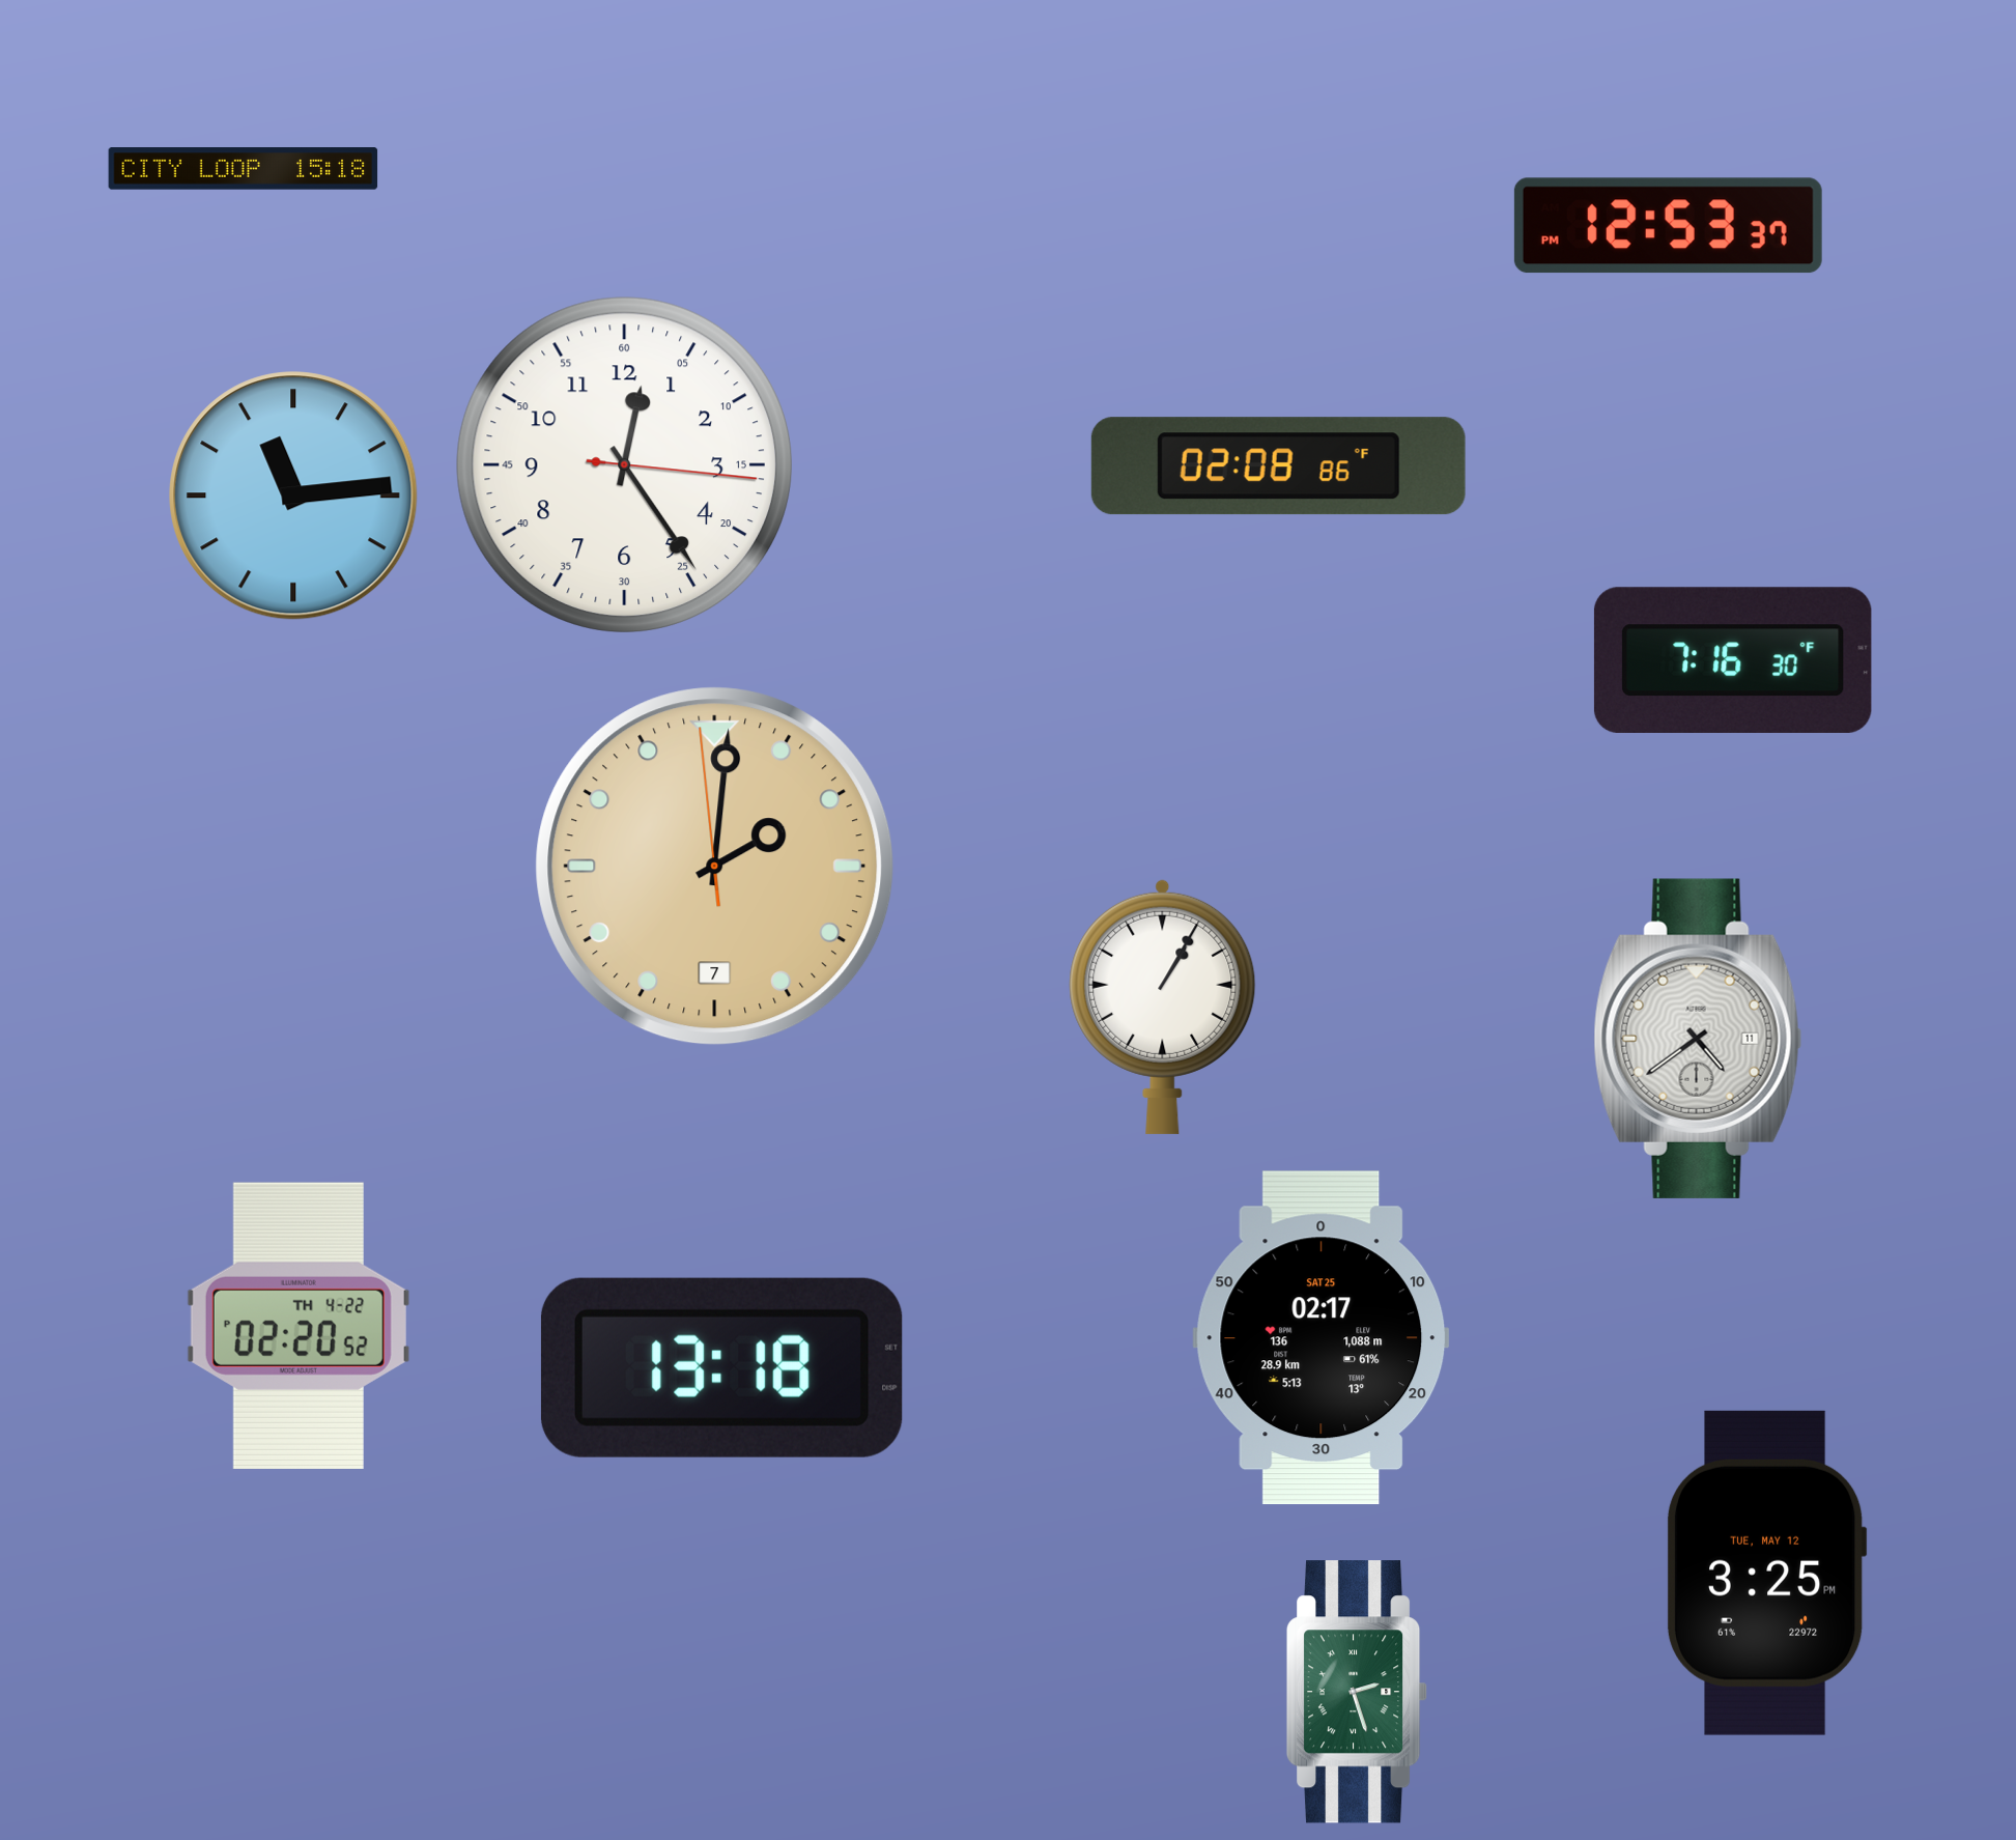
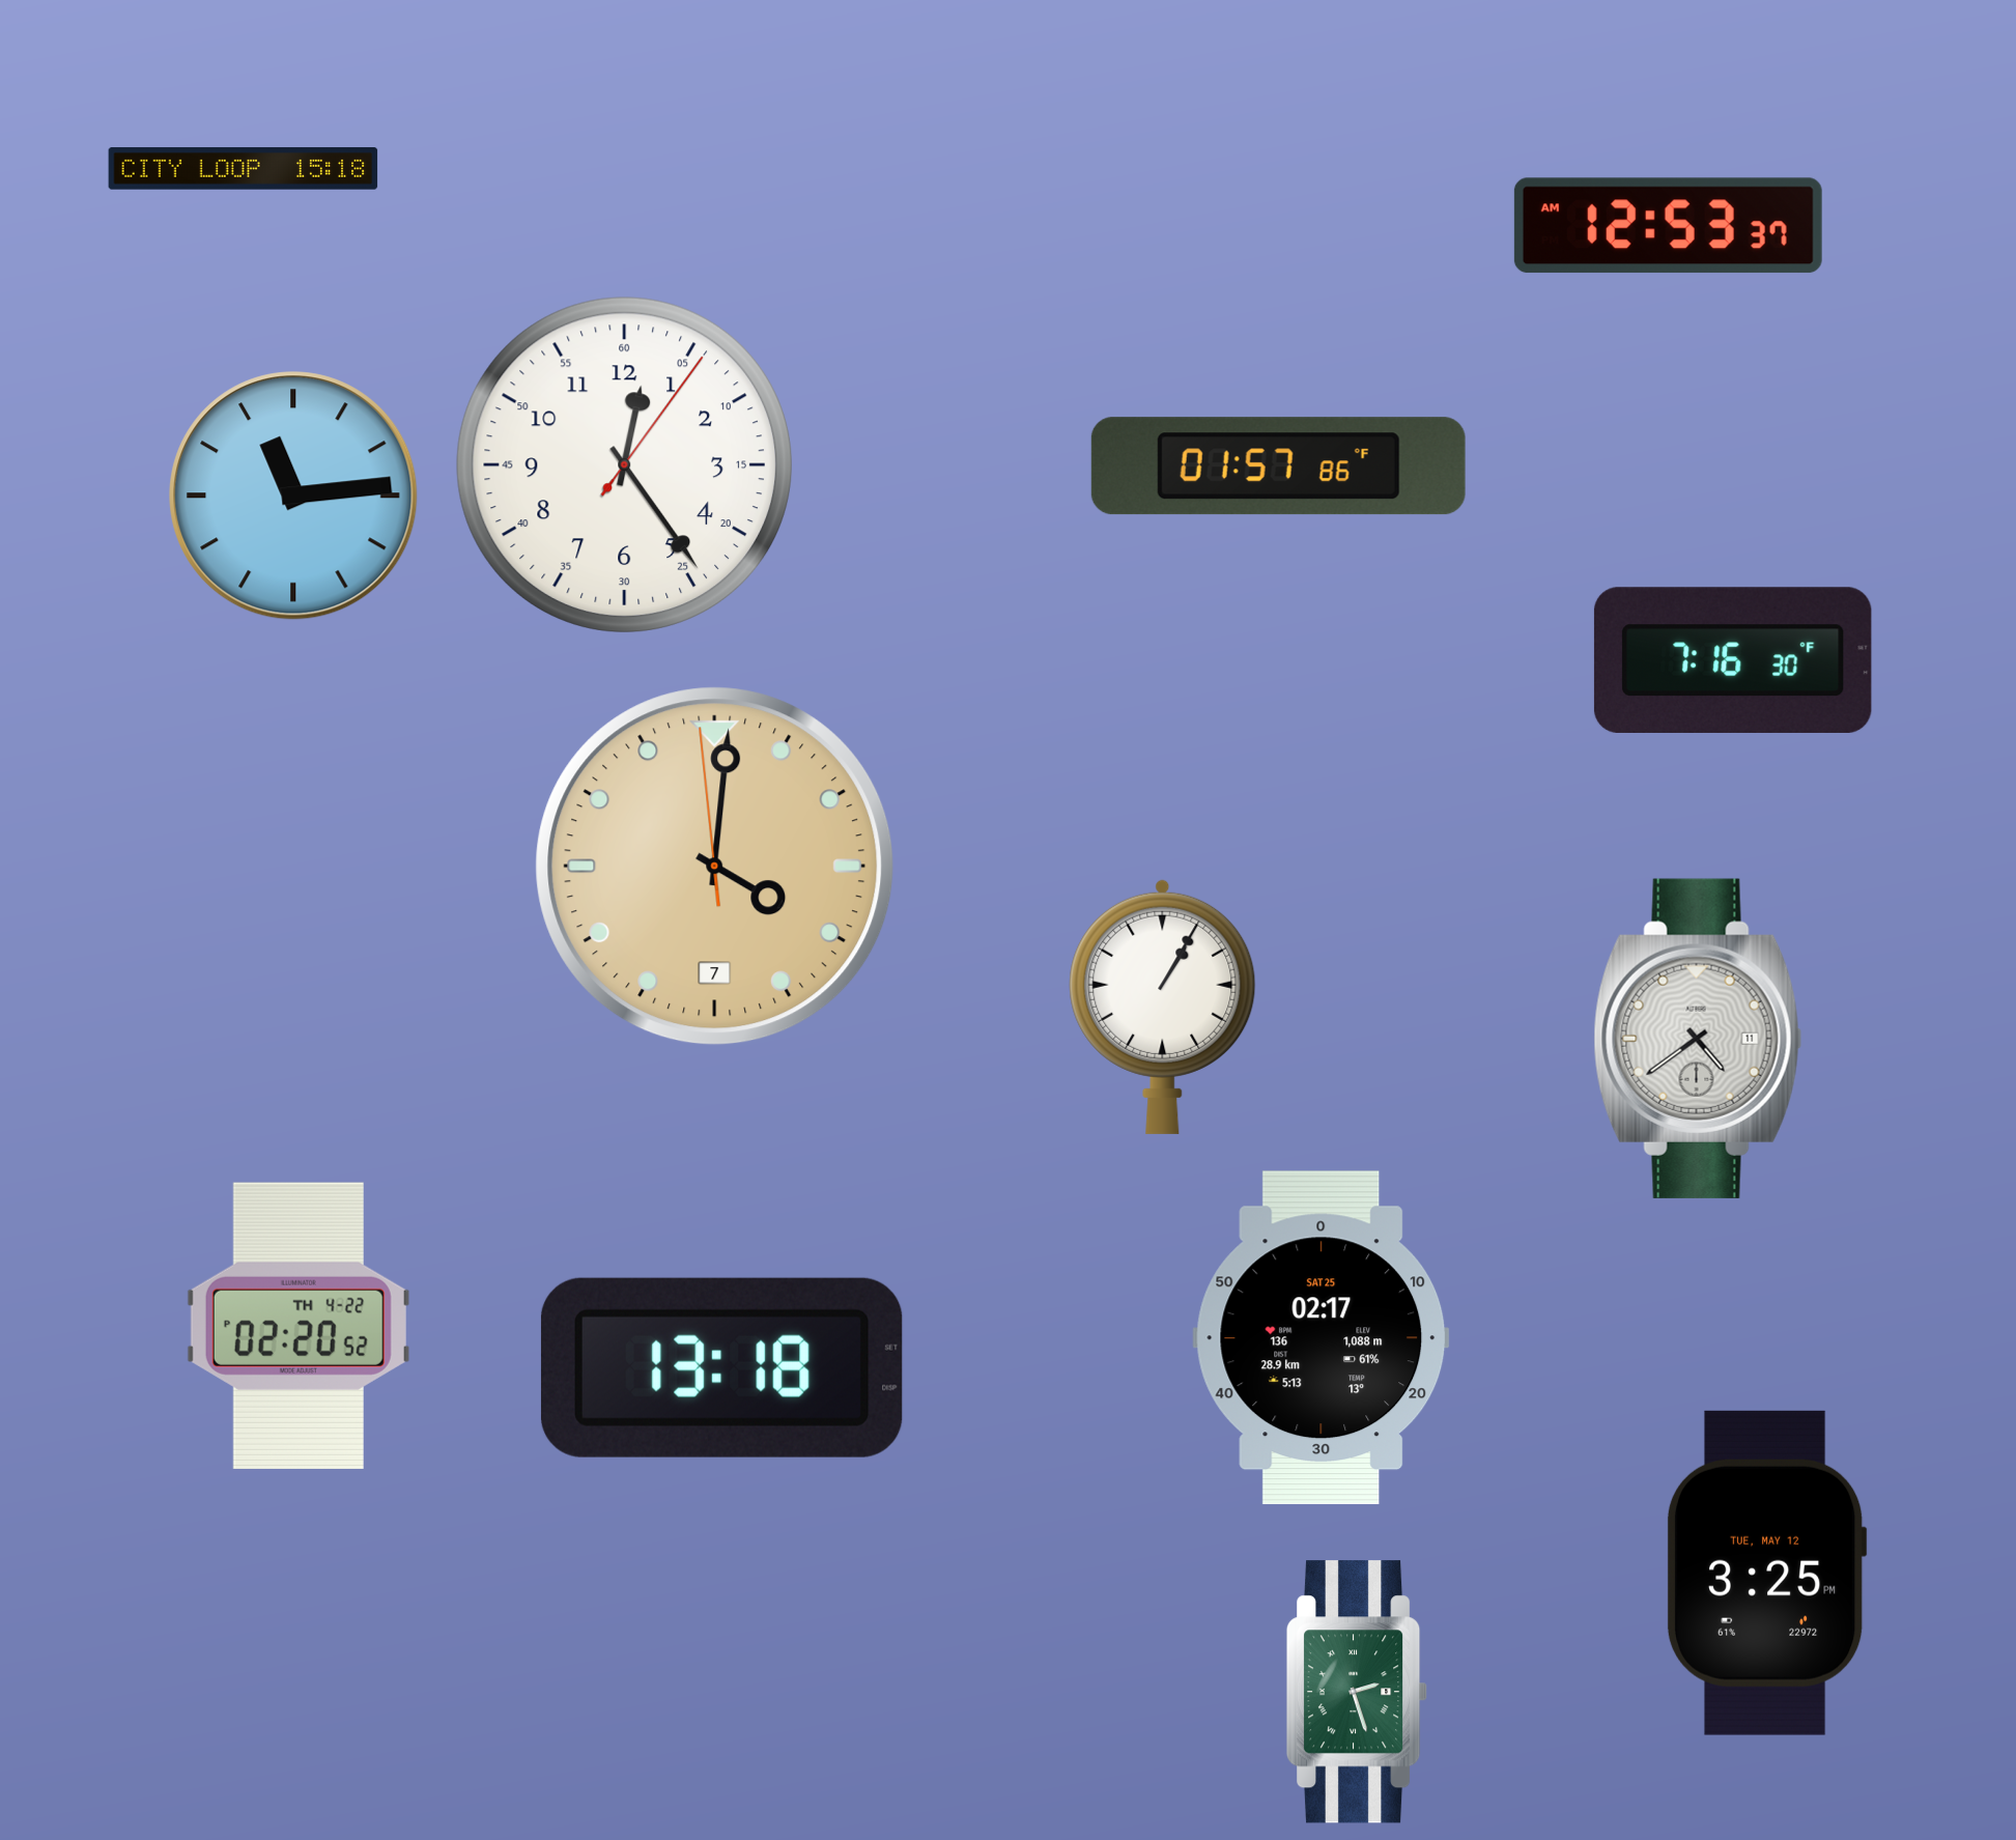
clock at (1668, 226): 12:53:37 PM -> 12:53:37 AM
clock at (624, 464): 12:24:16 -> 12:24:06
clock at (1278, 466): 02:08 -> 01:57
clock at (715, 867): 2:00 -> 4:00
